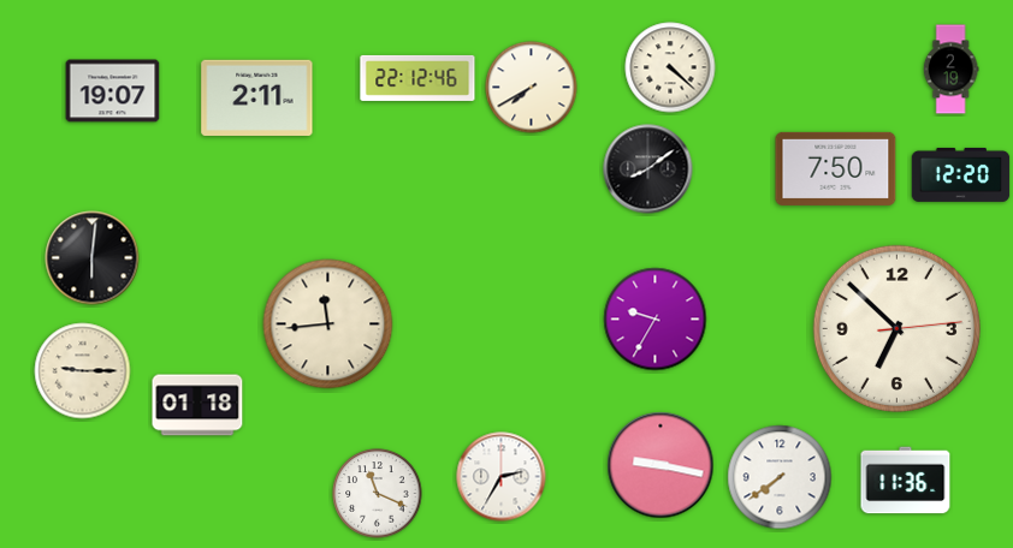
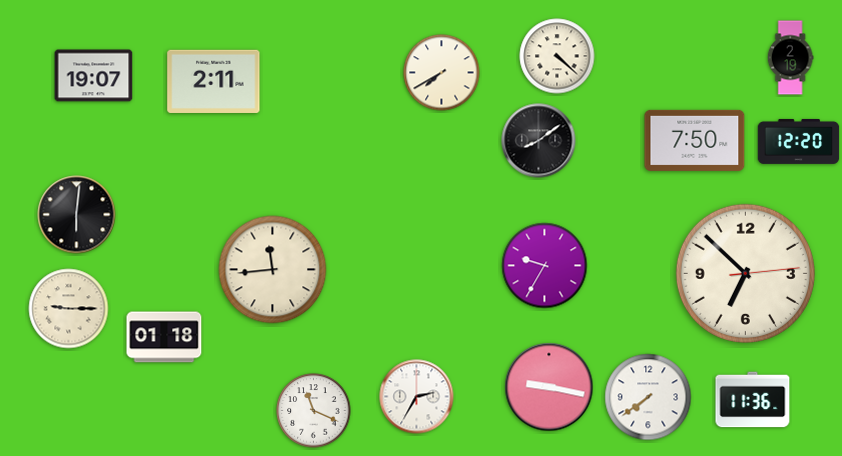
clock at (417, 78): 22:12 -> none
clock at (961, 174) position: (961, 174) -> (799, 141)
